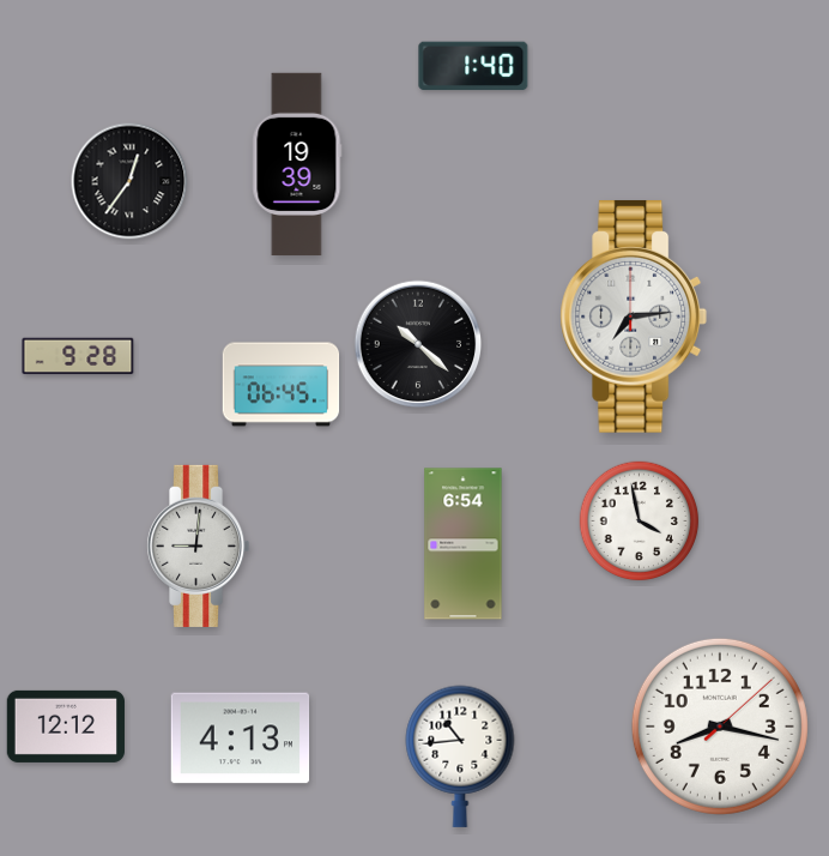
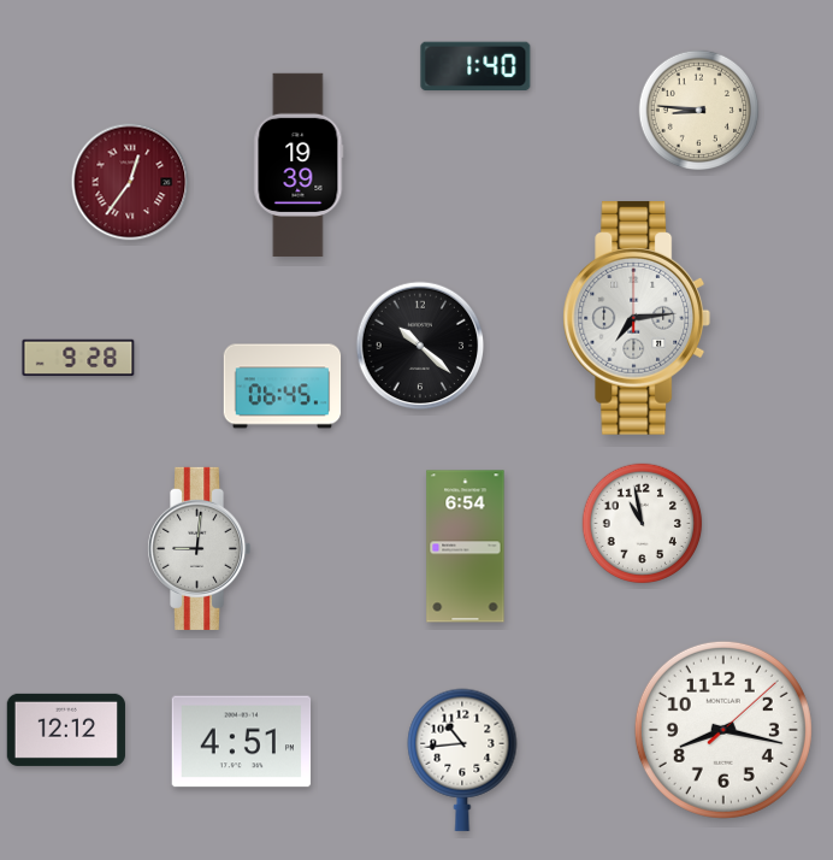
clock at (699, 111): none -> 8:46
clock at (129, 181) dial: black -> burgundy
clock at (640, 522): 3:58 -> 10:58
clock at (241, 739): 4:13 -> 4:51
